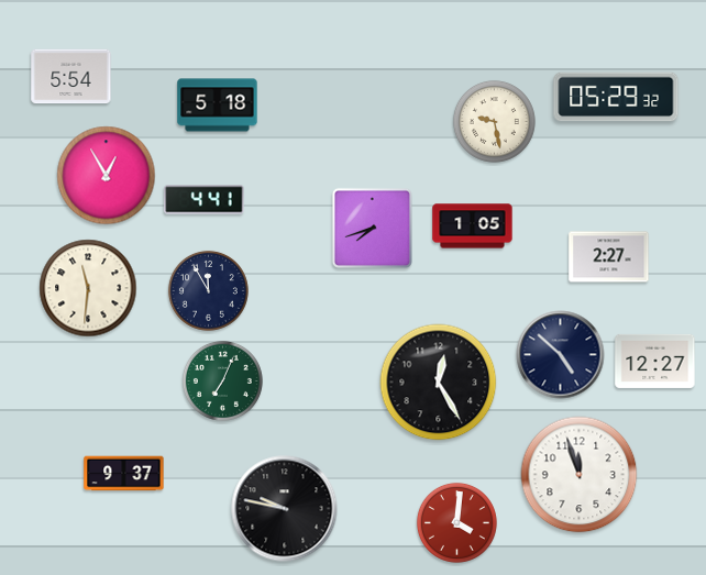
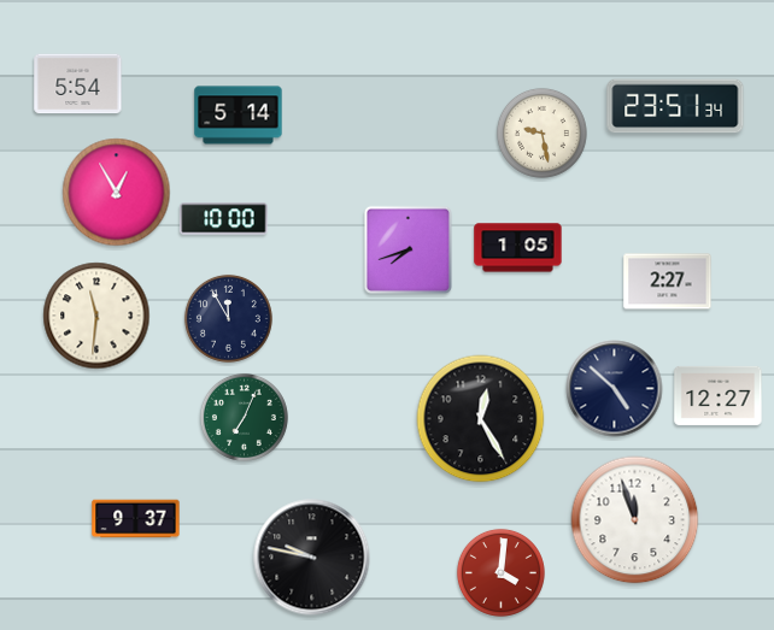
clock at (616, 97): 05:29 -> 23:51
clock at (218, 106): 5:18 -> 5:14
clock at (205, 200): 4:41 -> 10:00
